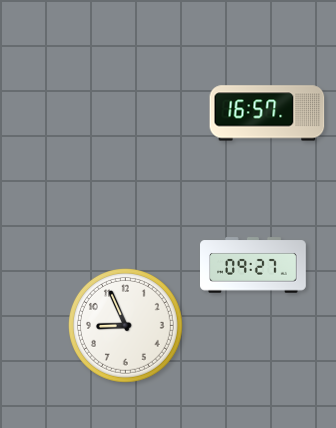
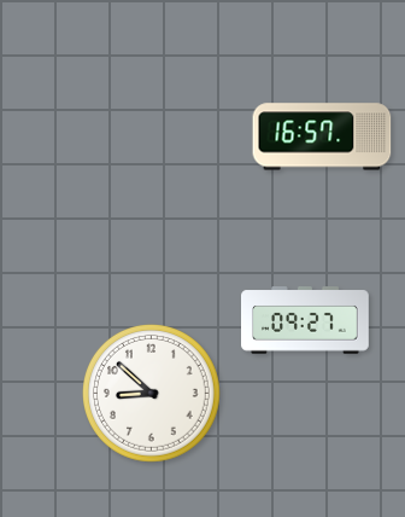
clock at (126, 326): 8:56 -> 8:52
